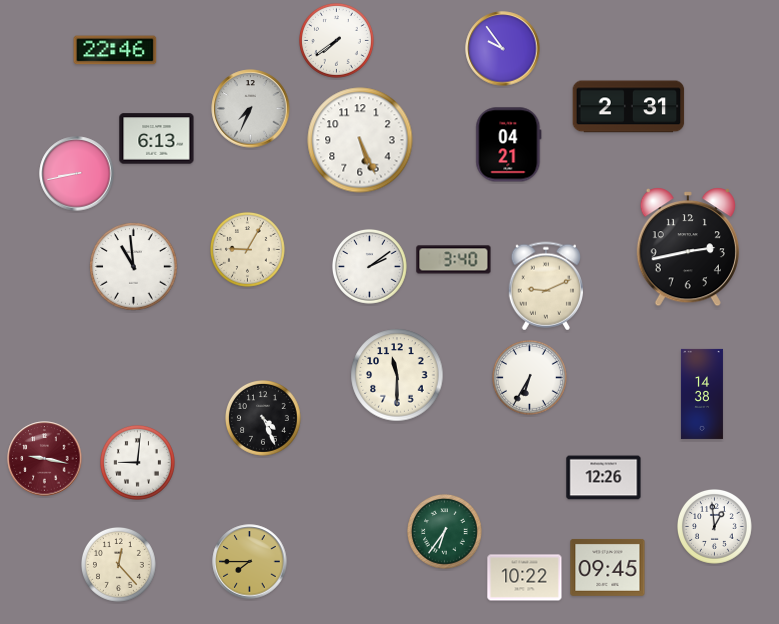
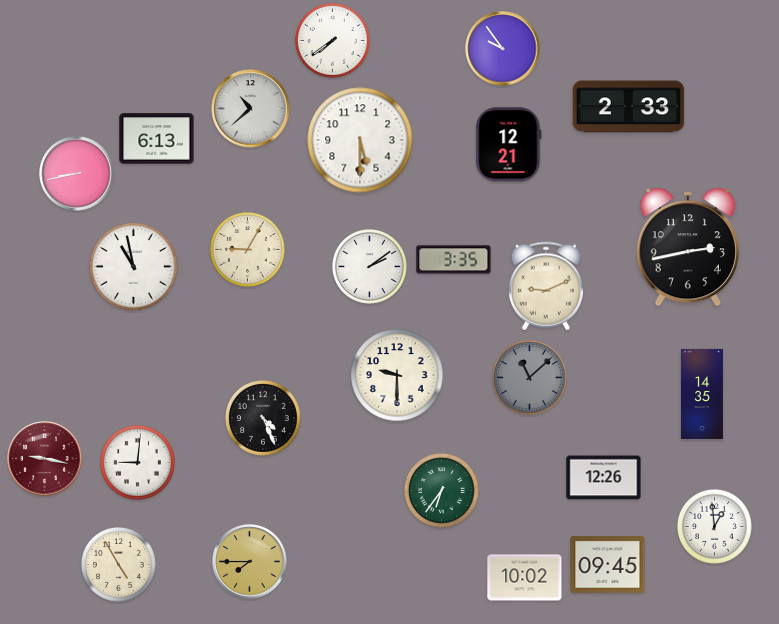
clock at (337, 41) position: (337, 41) -> (333, 41)
clock at (115, 50): 22:46 -> none
clock at (629, 107): 2:31 -> 2:33
clock at (251, 109): 7:34 -> 10:38
clock at (360, 140): 5:26 -> 5:30
clock at (509, 145): 04:21 -> 12:21
clock at (454, 260): 3:40 -> 3:35
clock at (134, 267): 10:59 -> 10:58
clock at (397, 375): 11:30 -> 9:30
clock at (530, 378): 6:35 -> 11:08
clock at (530, 378) dial: white -> grey
clock at (702, 394): 14:38 -> 14:35
clock at (445, 532) position: (445, 532) -> (442, 491)
clock at (119, 565): 12:23 -> 4:55
clock at (608, 567) position: (608, 567) -> (608, 564)
clock at (525, 578): 10:22 -> 10:02
